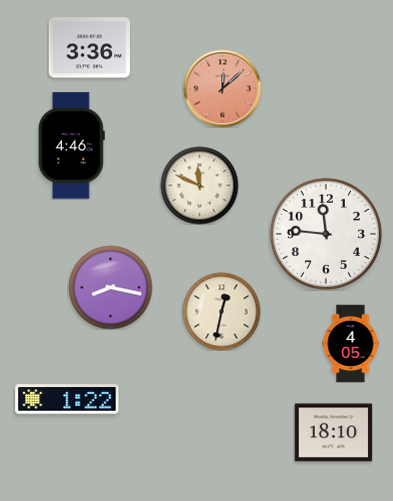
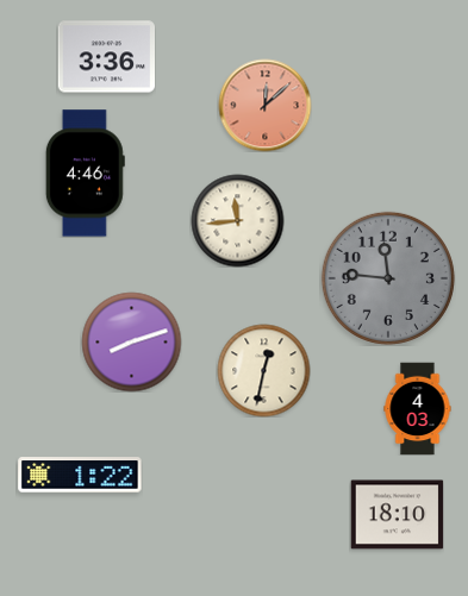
clock at (199, 185): 11:49 -> 11:44
clock at (326, 234) dial: white -> grey
clock at (110, 287): 8:17 -> 8:12
clock at (351, 343): 4:05 -> 4:03
